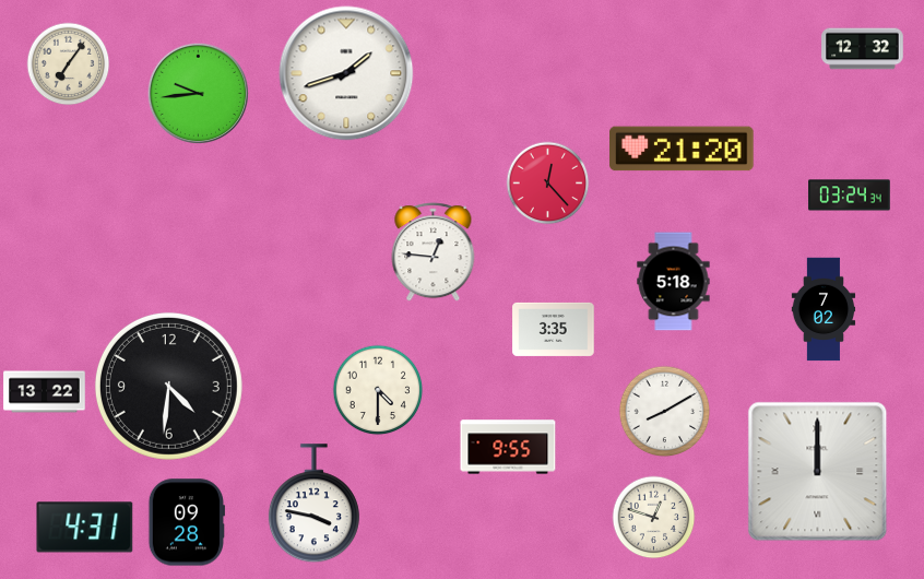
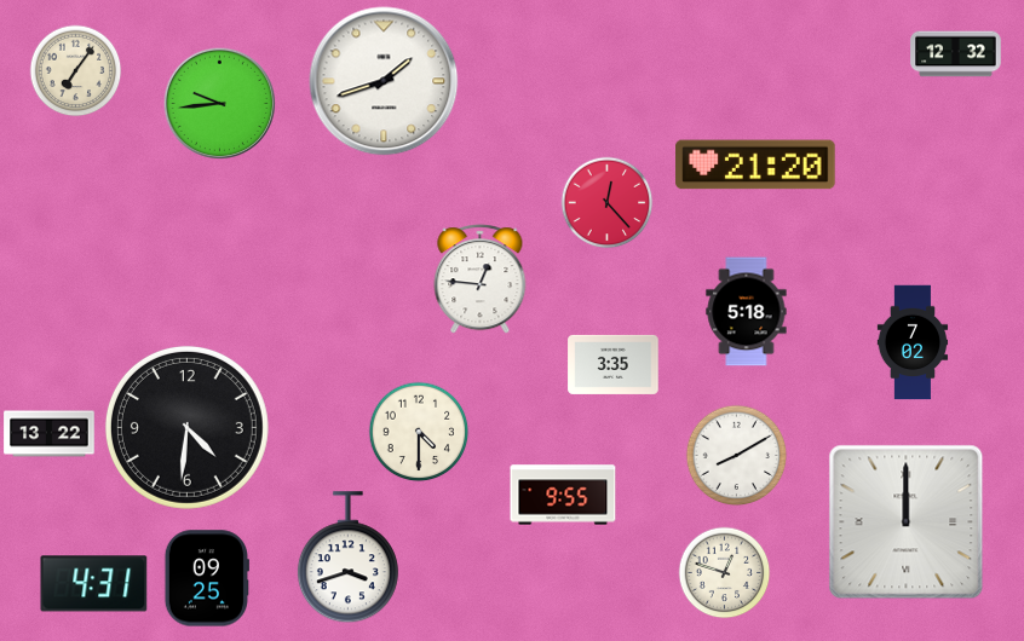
clock at (850, 196): 03:24 -> none
clock at (313, 504): 3:47 -> 3:42
clock at (187, 522): 09:28 -> 09:25
